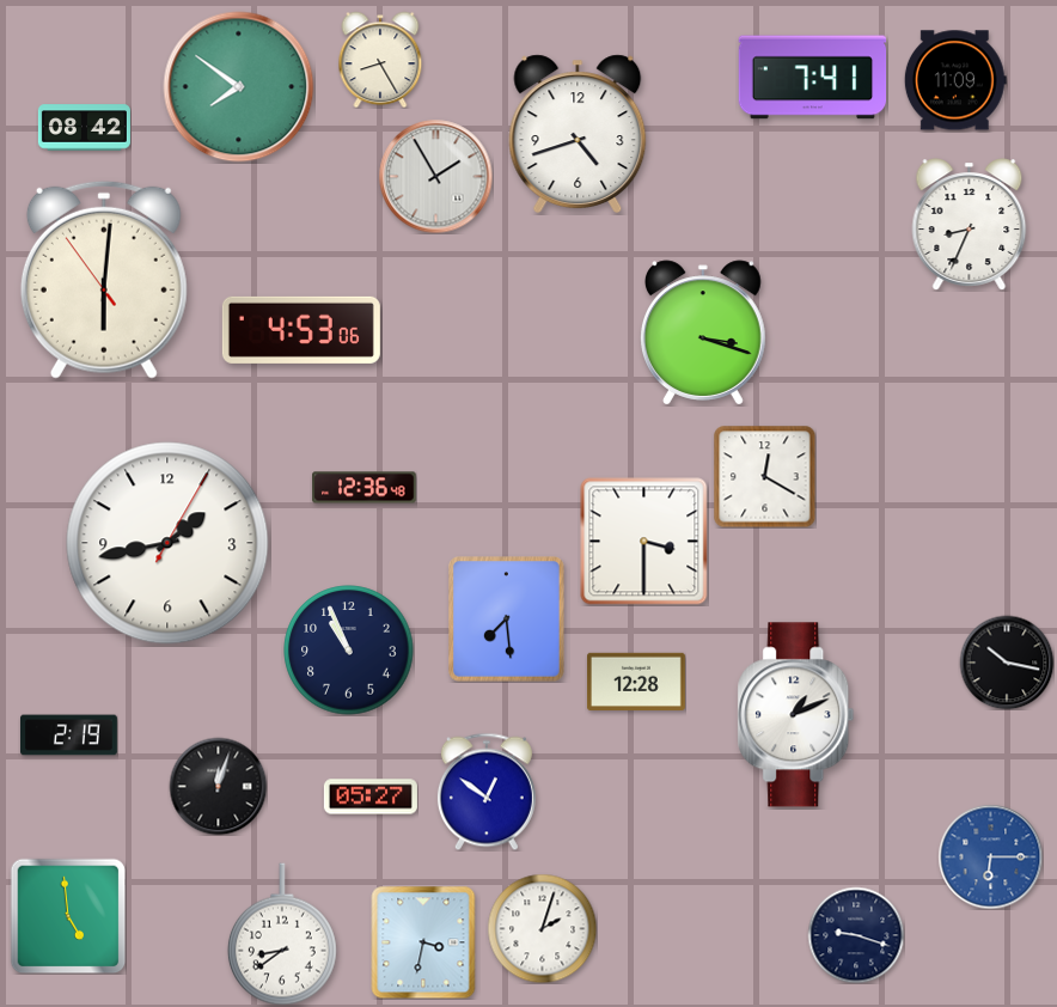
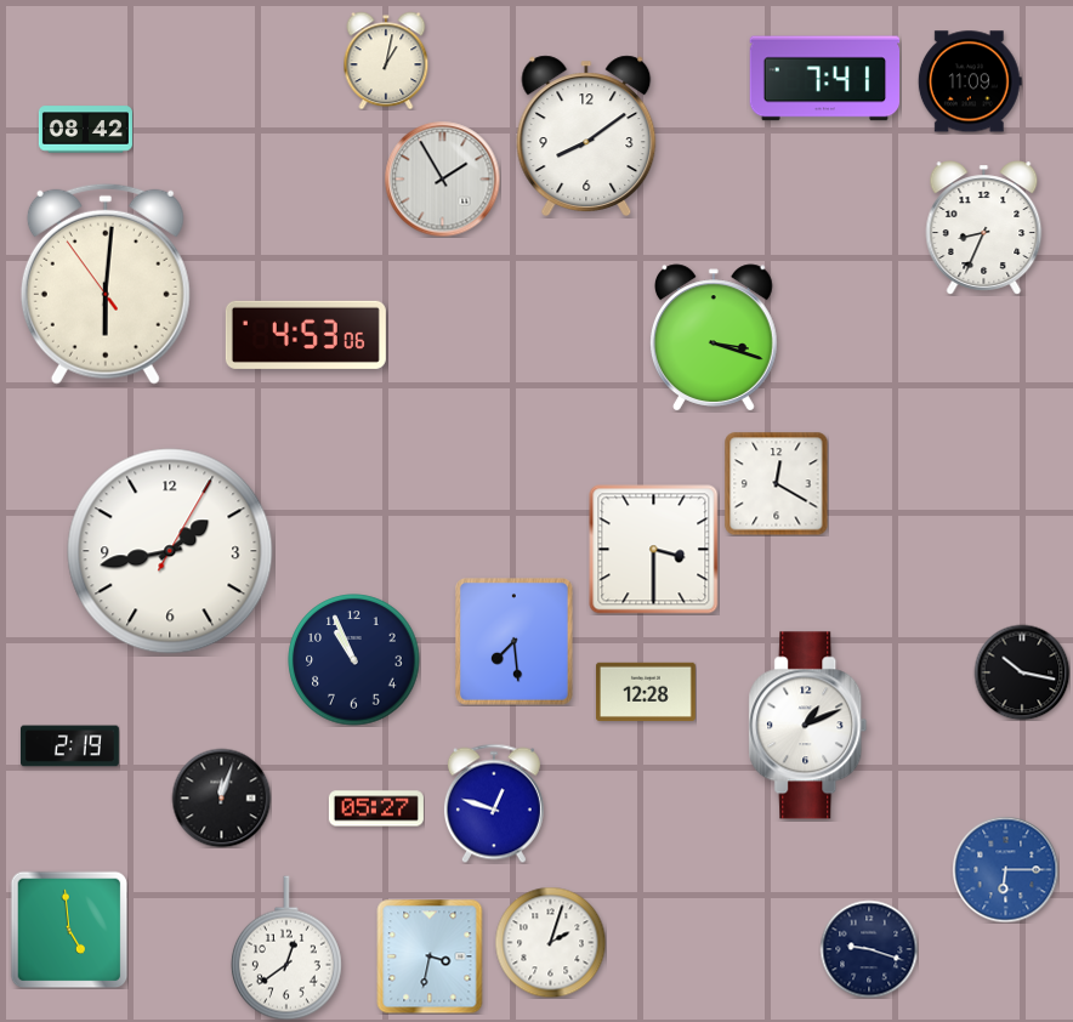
clock at (380, 60): 8:25 -> 1:02
clock at (239, 87): 7:51 -> none
clock at (578, 133): 4:42 -> 8:09
clock at (365, 488): 12:36 -> none
clock at (507, 620) position: (507, 620) -> (515, 642)
clock at (487, 792): 12:51 -> 12:48
clock at (282, 934): 8:39 -> 12:39
